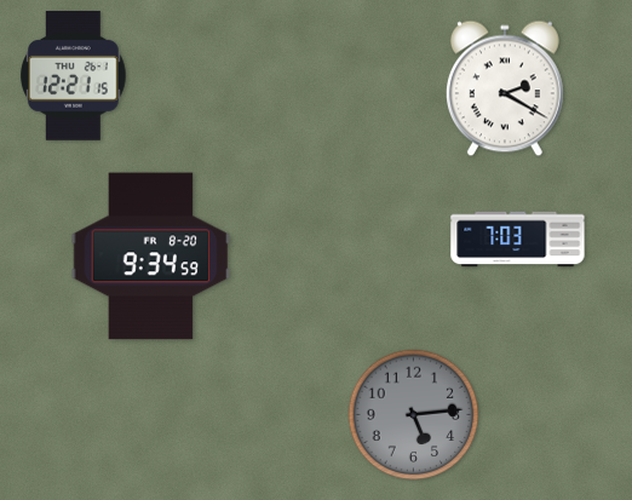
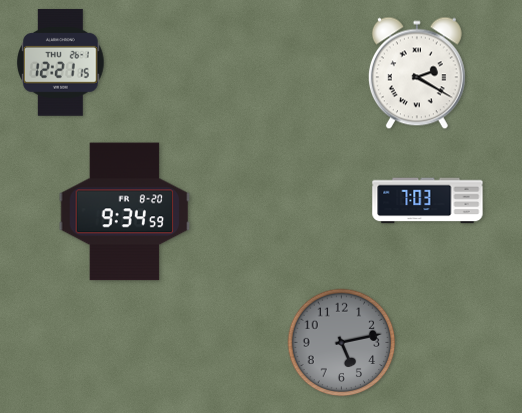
clock at (518, 240) position: (518, 240) -> (428, 201)
clock at (414, 415): 5:14 -> 5:13
